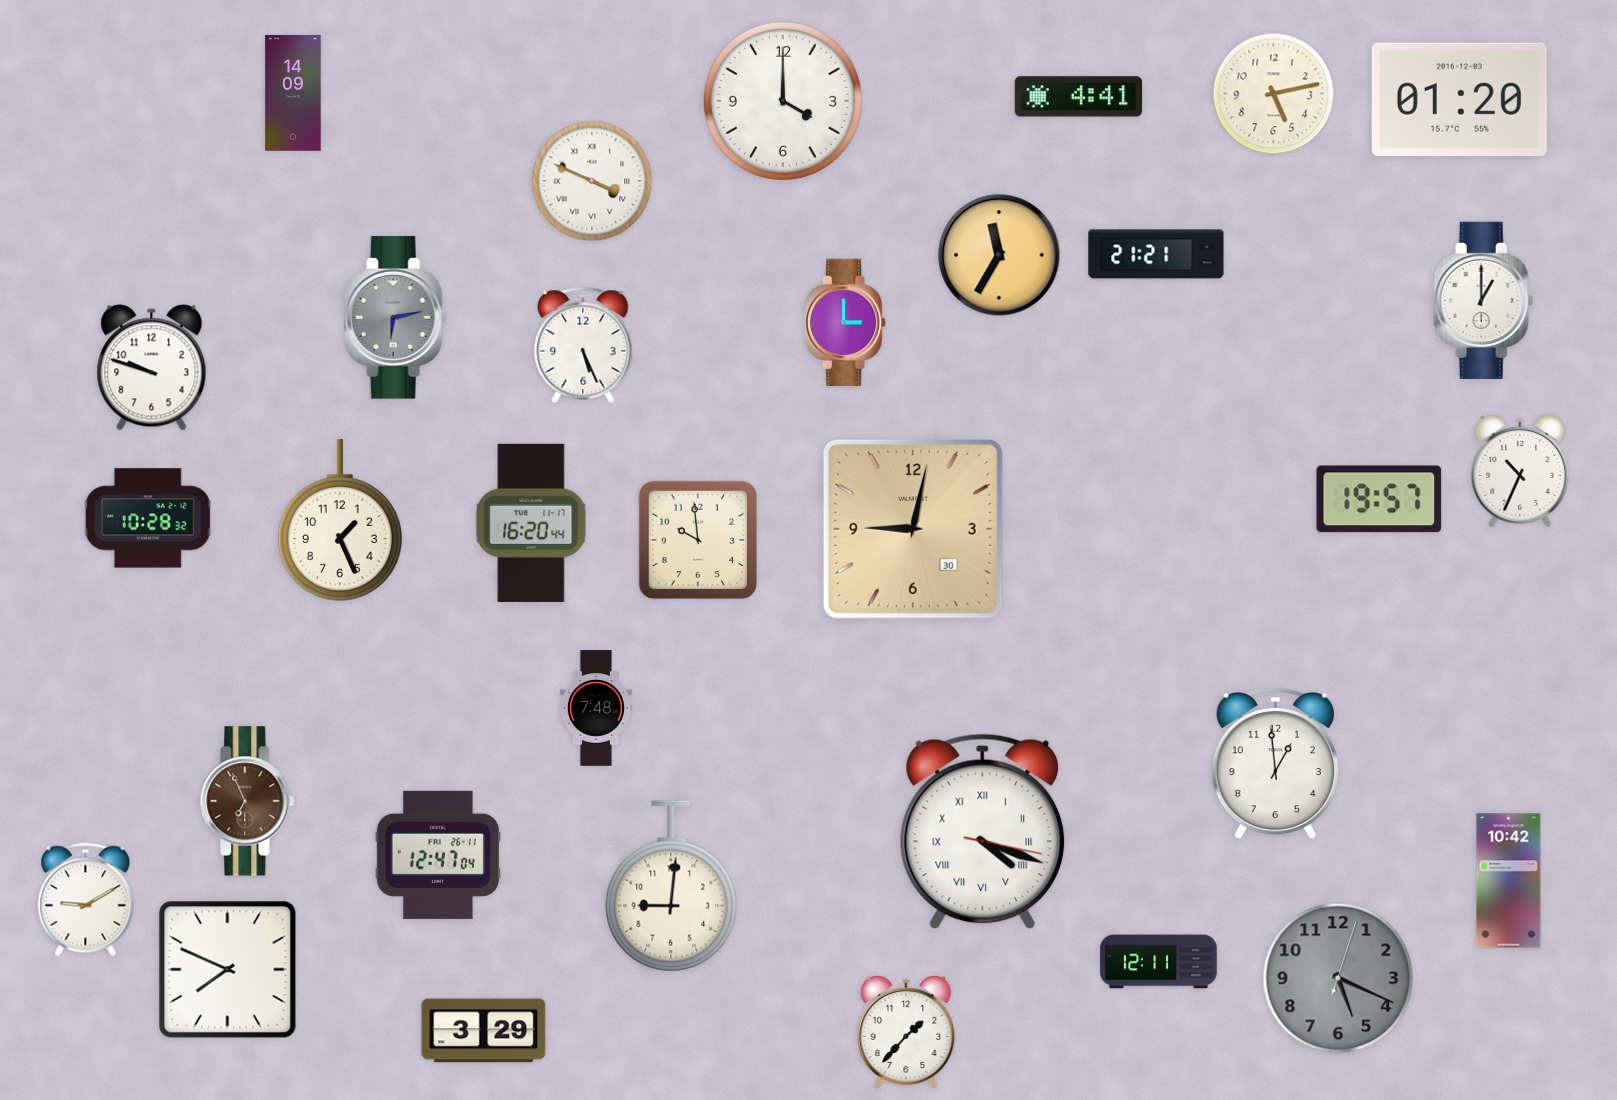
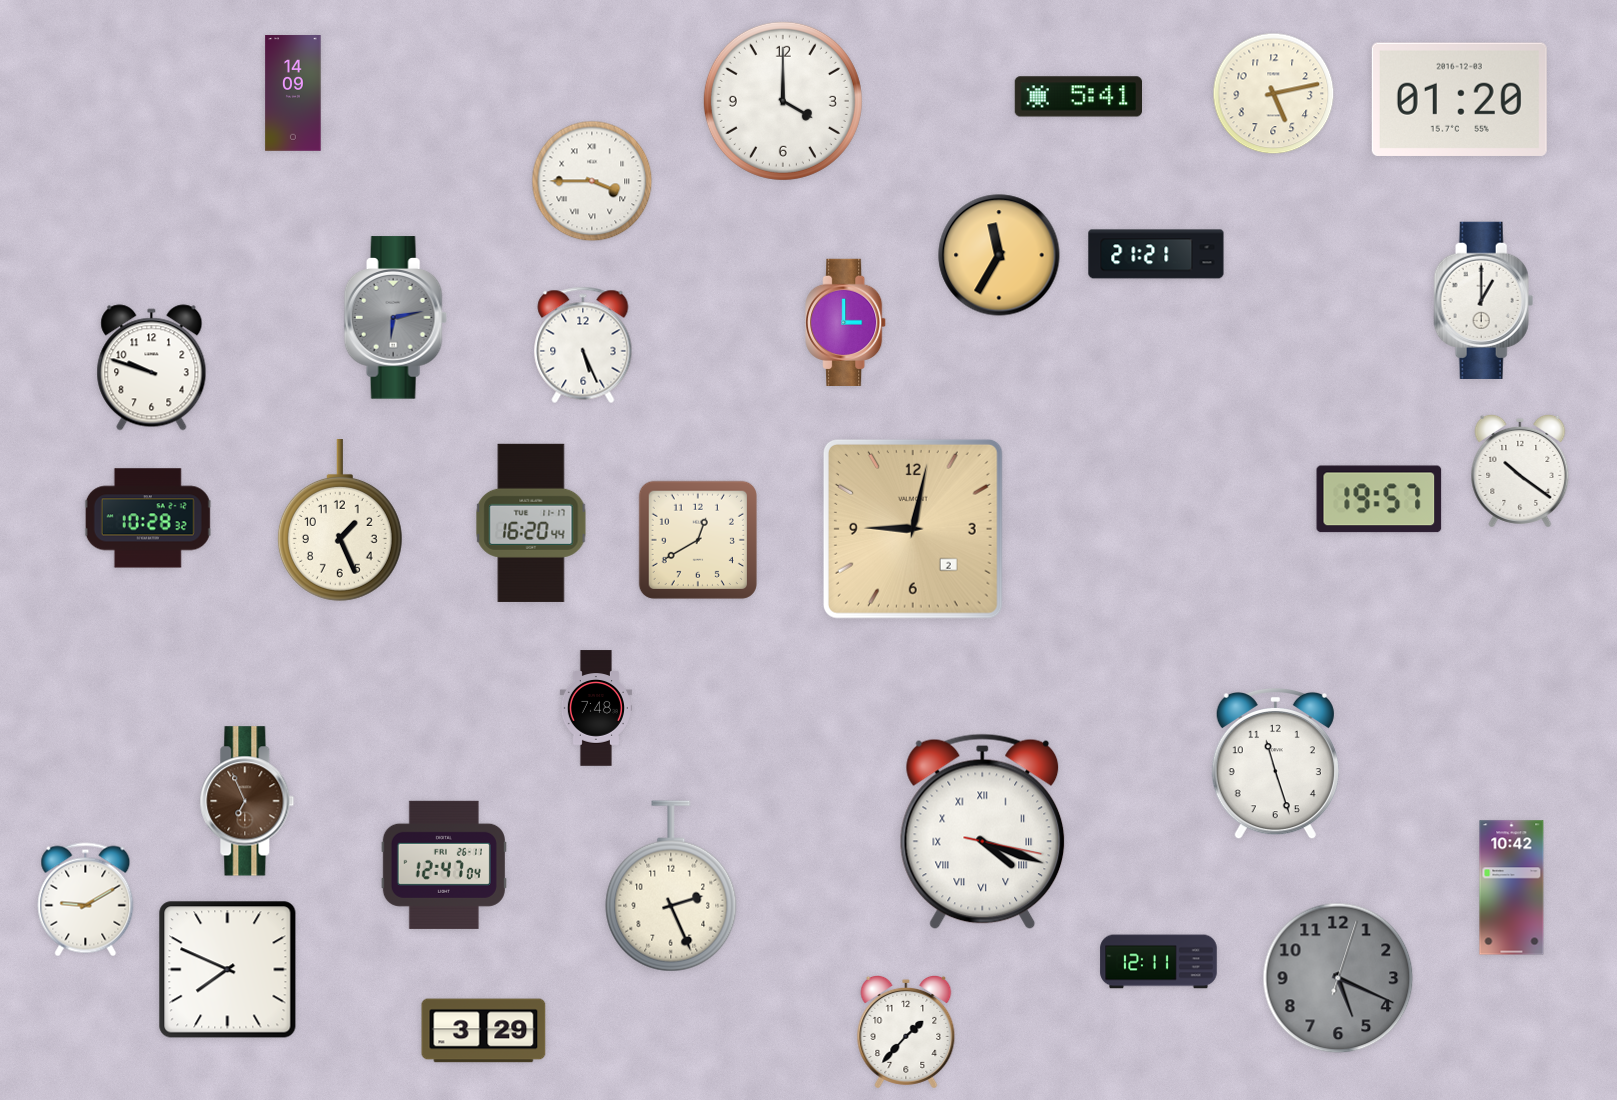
clock at (1078, 97): 4:41 -> 5:41
clock at (592, 181): 3:49 -> 3:45
clock at (1520, 471): 10:34 -> 10:21
clock at (913, 529) date: 30 -> 2
clock at (698, 540): 9:59 -> 12:40
clock at (1275, 764): 12:59 -> 11:27
clock at (438, 855) position: (438, 855) -> (444, 865)
clock at (1509, 881) position: (1509, 881) -> (1512, 888)
clock at (671, 886): 9:01 -> 2:26
